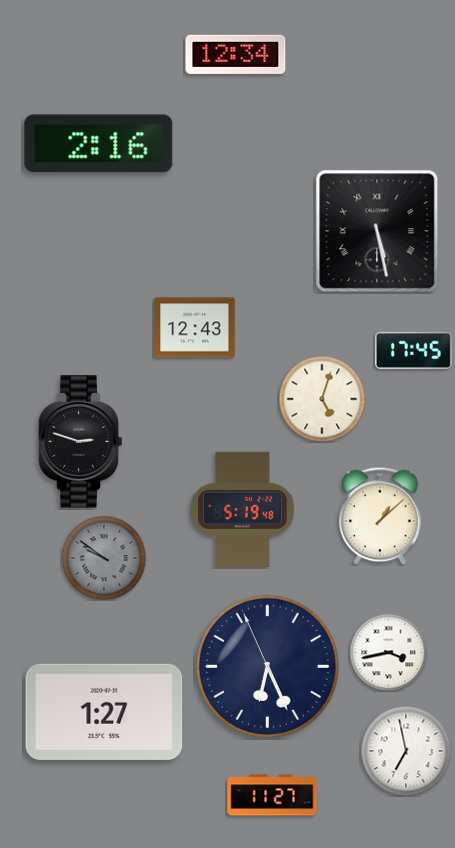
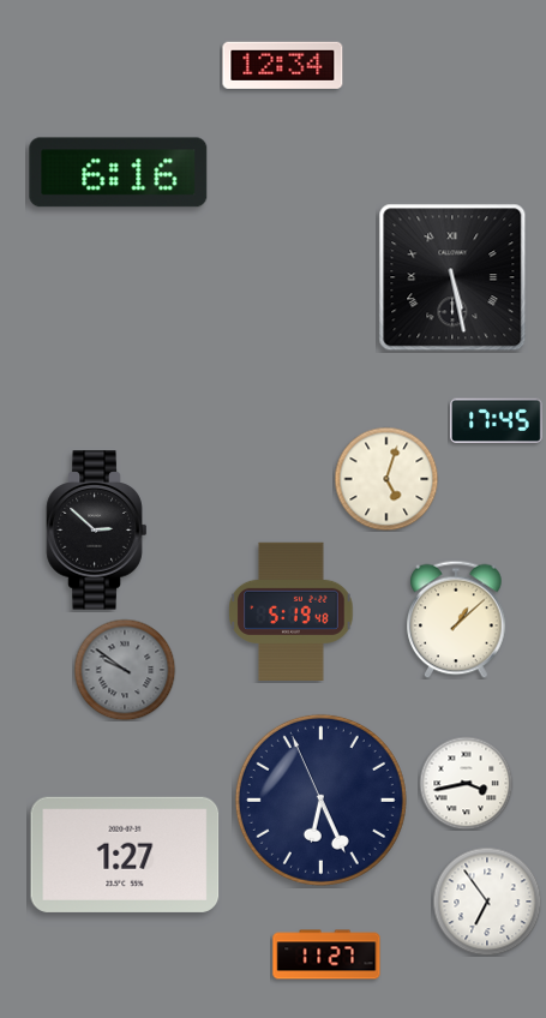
clock at (99, 144): 2:16 -> 6:16
clock at (195, 328): 12:43 -> none
clock at (81, 442): 2:48 -> 2:52
clock at (406, 751): 6:58 -> 6:54
